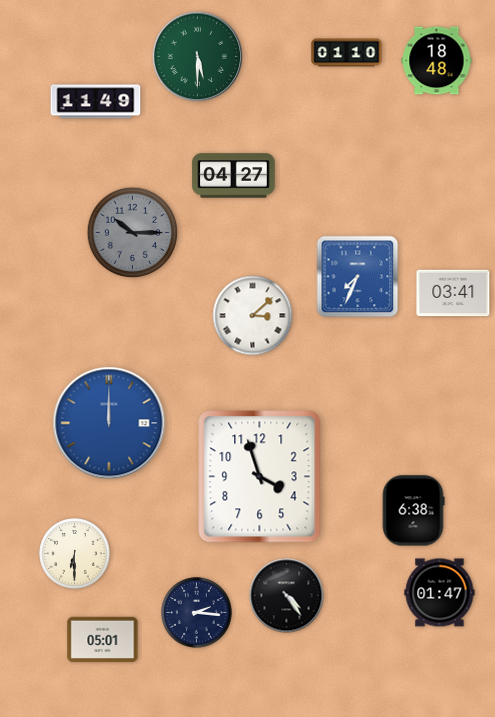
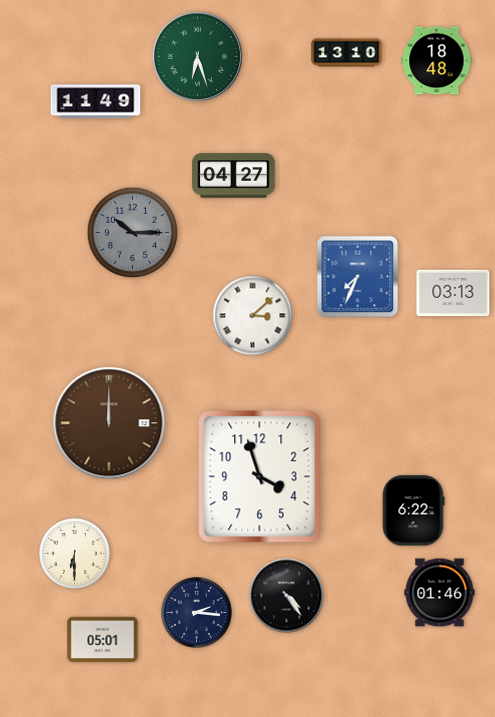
clock at (347, 53): 01:10 -> 13:10
clock at (198, 57): 5:30 -> 6:27
clock at (453, 293): 03:41 -> 03:13
clock at (109, 423) dial: blue -> brown
clock at (413, 511): 6:38 -> 6:22
clock at (440, 593): 01:47 -> 01:46
